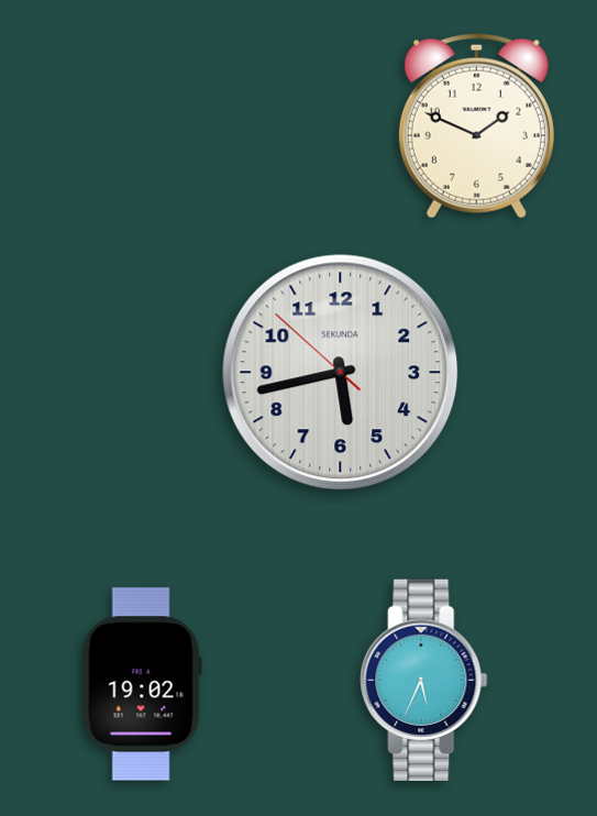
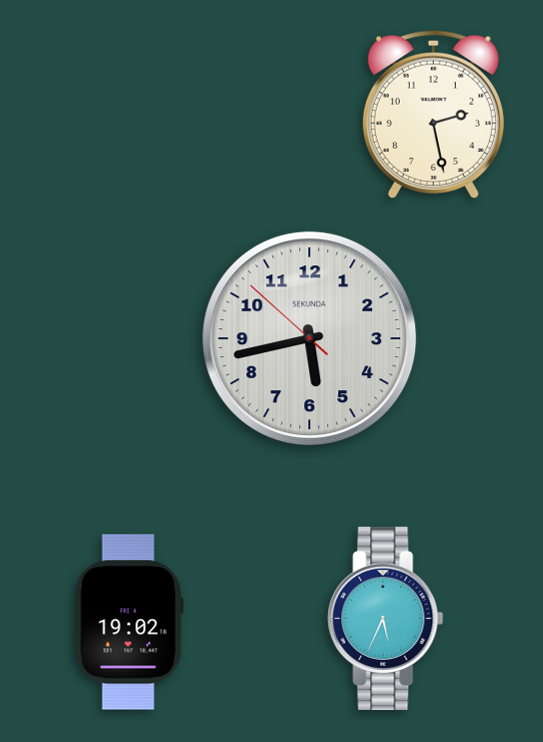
clock at (476, 126): 1:49 -> 2:28
